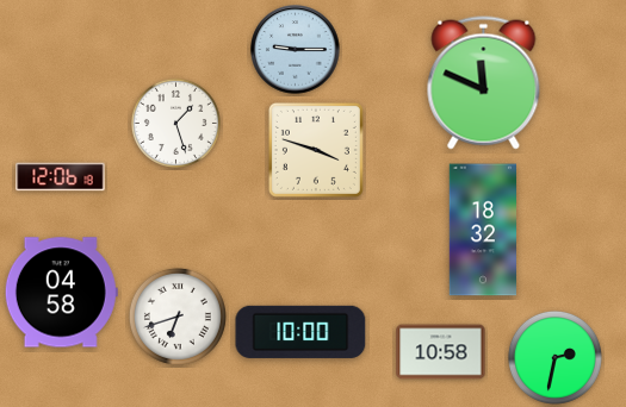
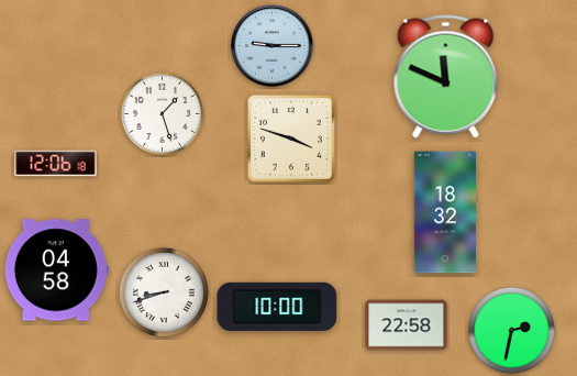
clock at (178, 317): 6:42 -> 8:42
clock at (441, 352): 10:58 -> 22:58
